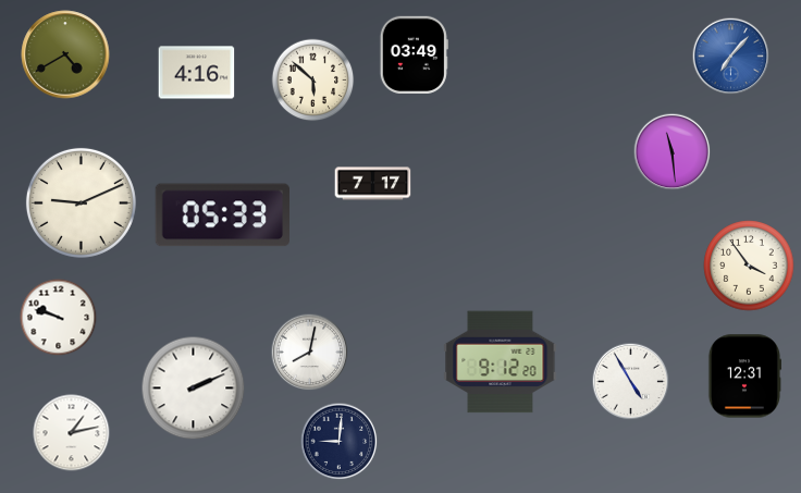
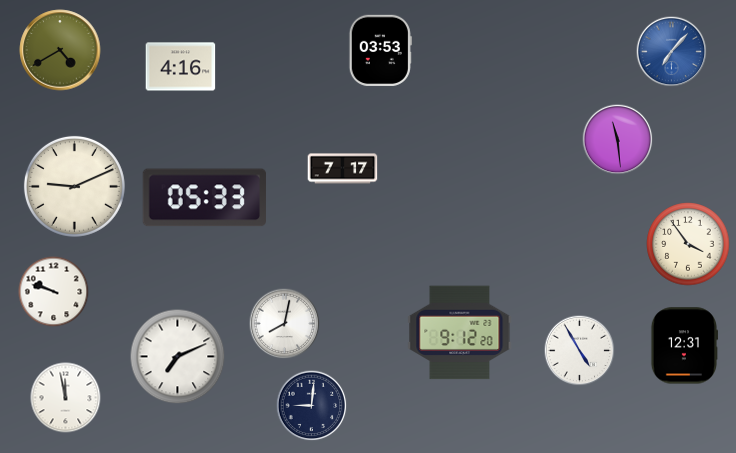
clock at (414, 54): 03:49 -> 03:53
clock at (313, 81): 5:52 -> none
clock at (194, 389): 2:11 -> 7:11
clock at (72, 433): 1:13 -> 11:58
